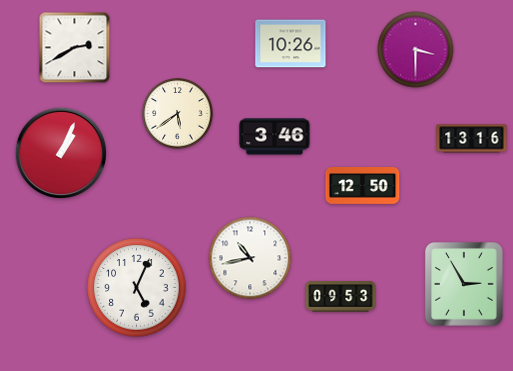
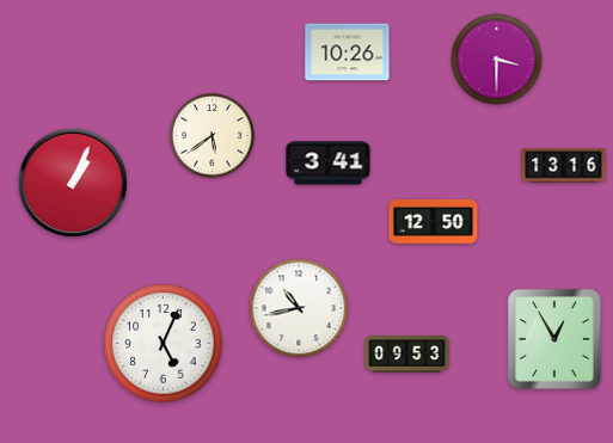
clock at (75, 48): 2:40 -> none
clock at (275, 137): 3:46 -> 3:41
clock at (464, 285): 2:55 -> 12:55
